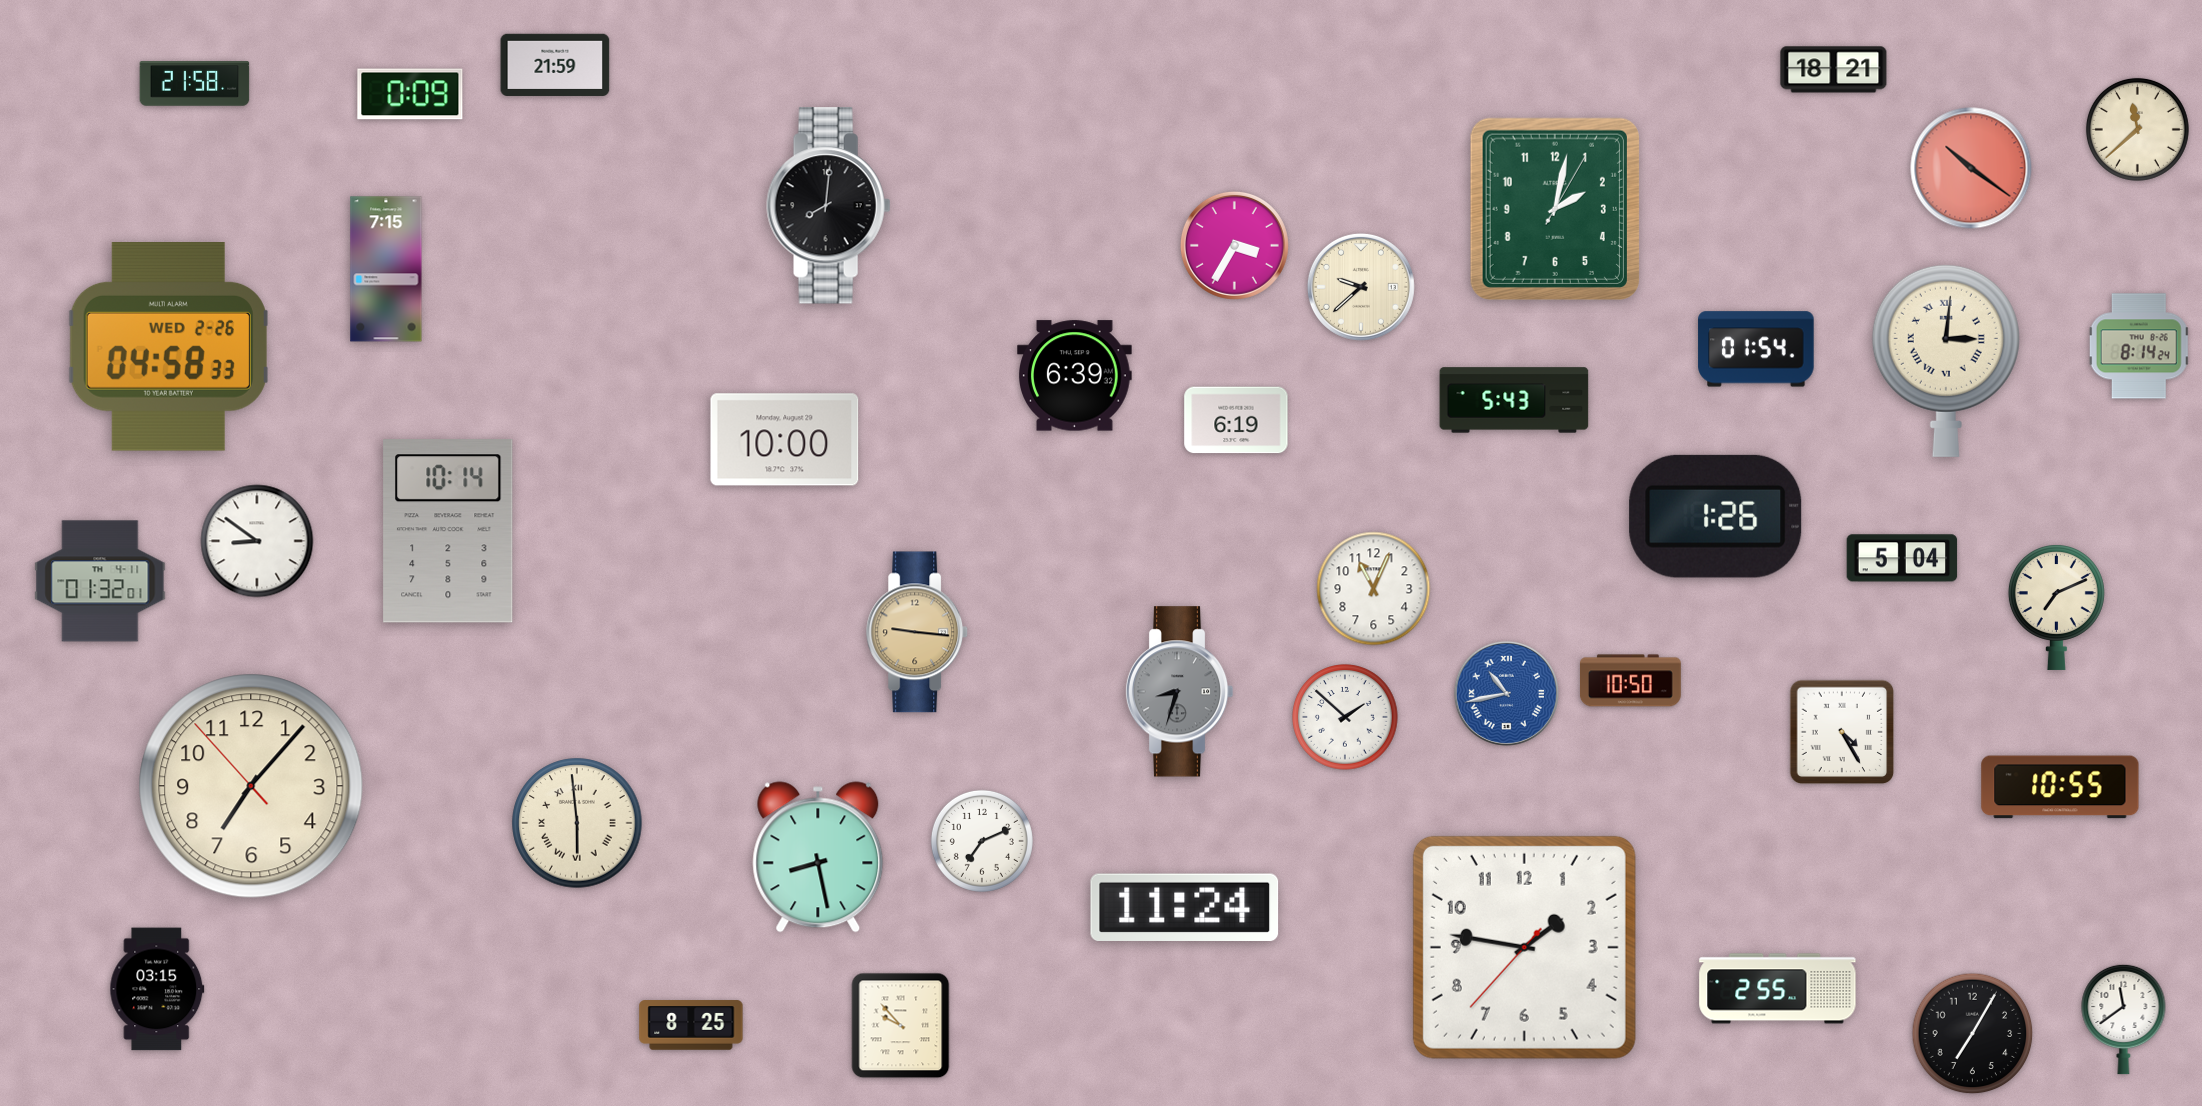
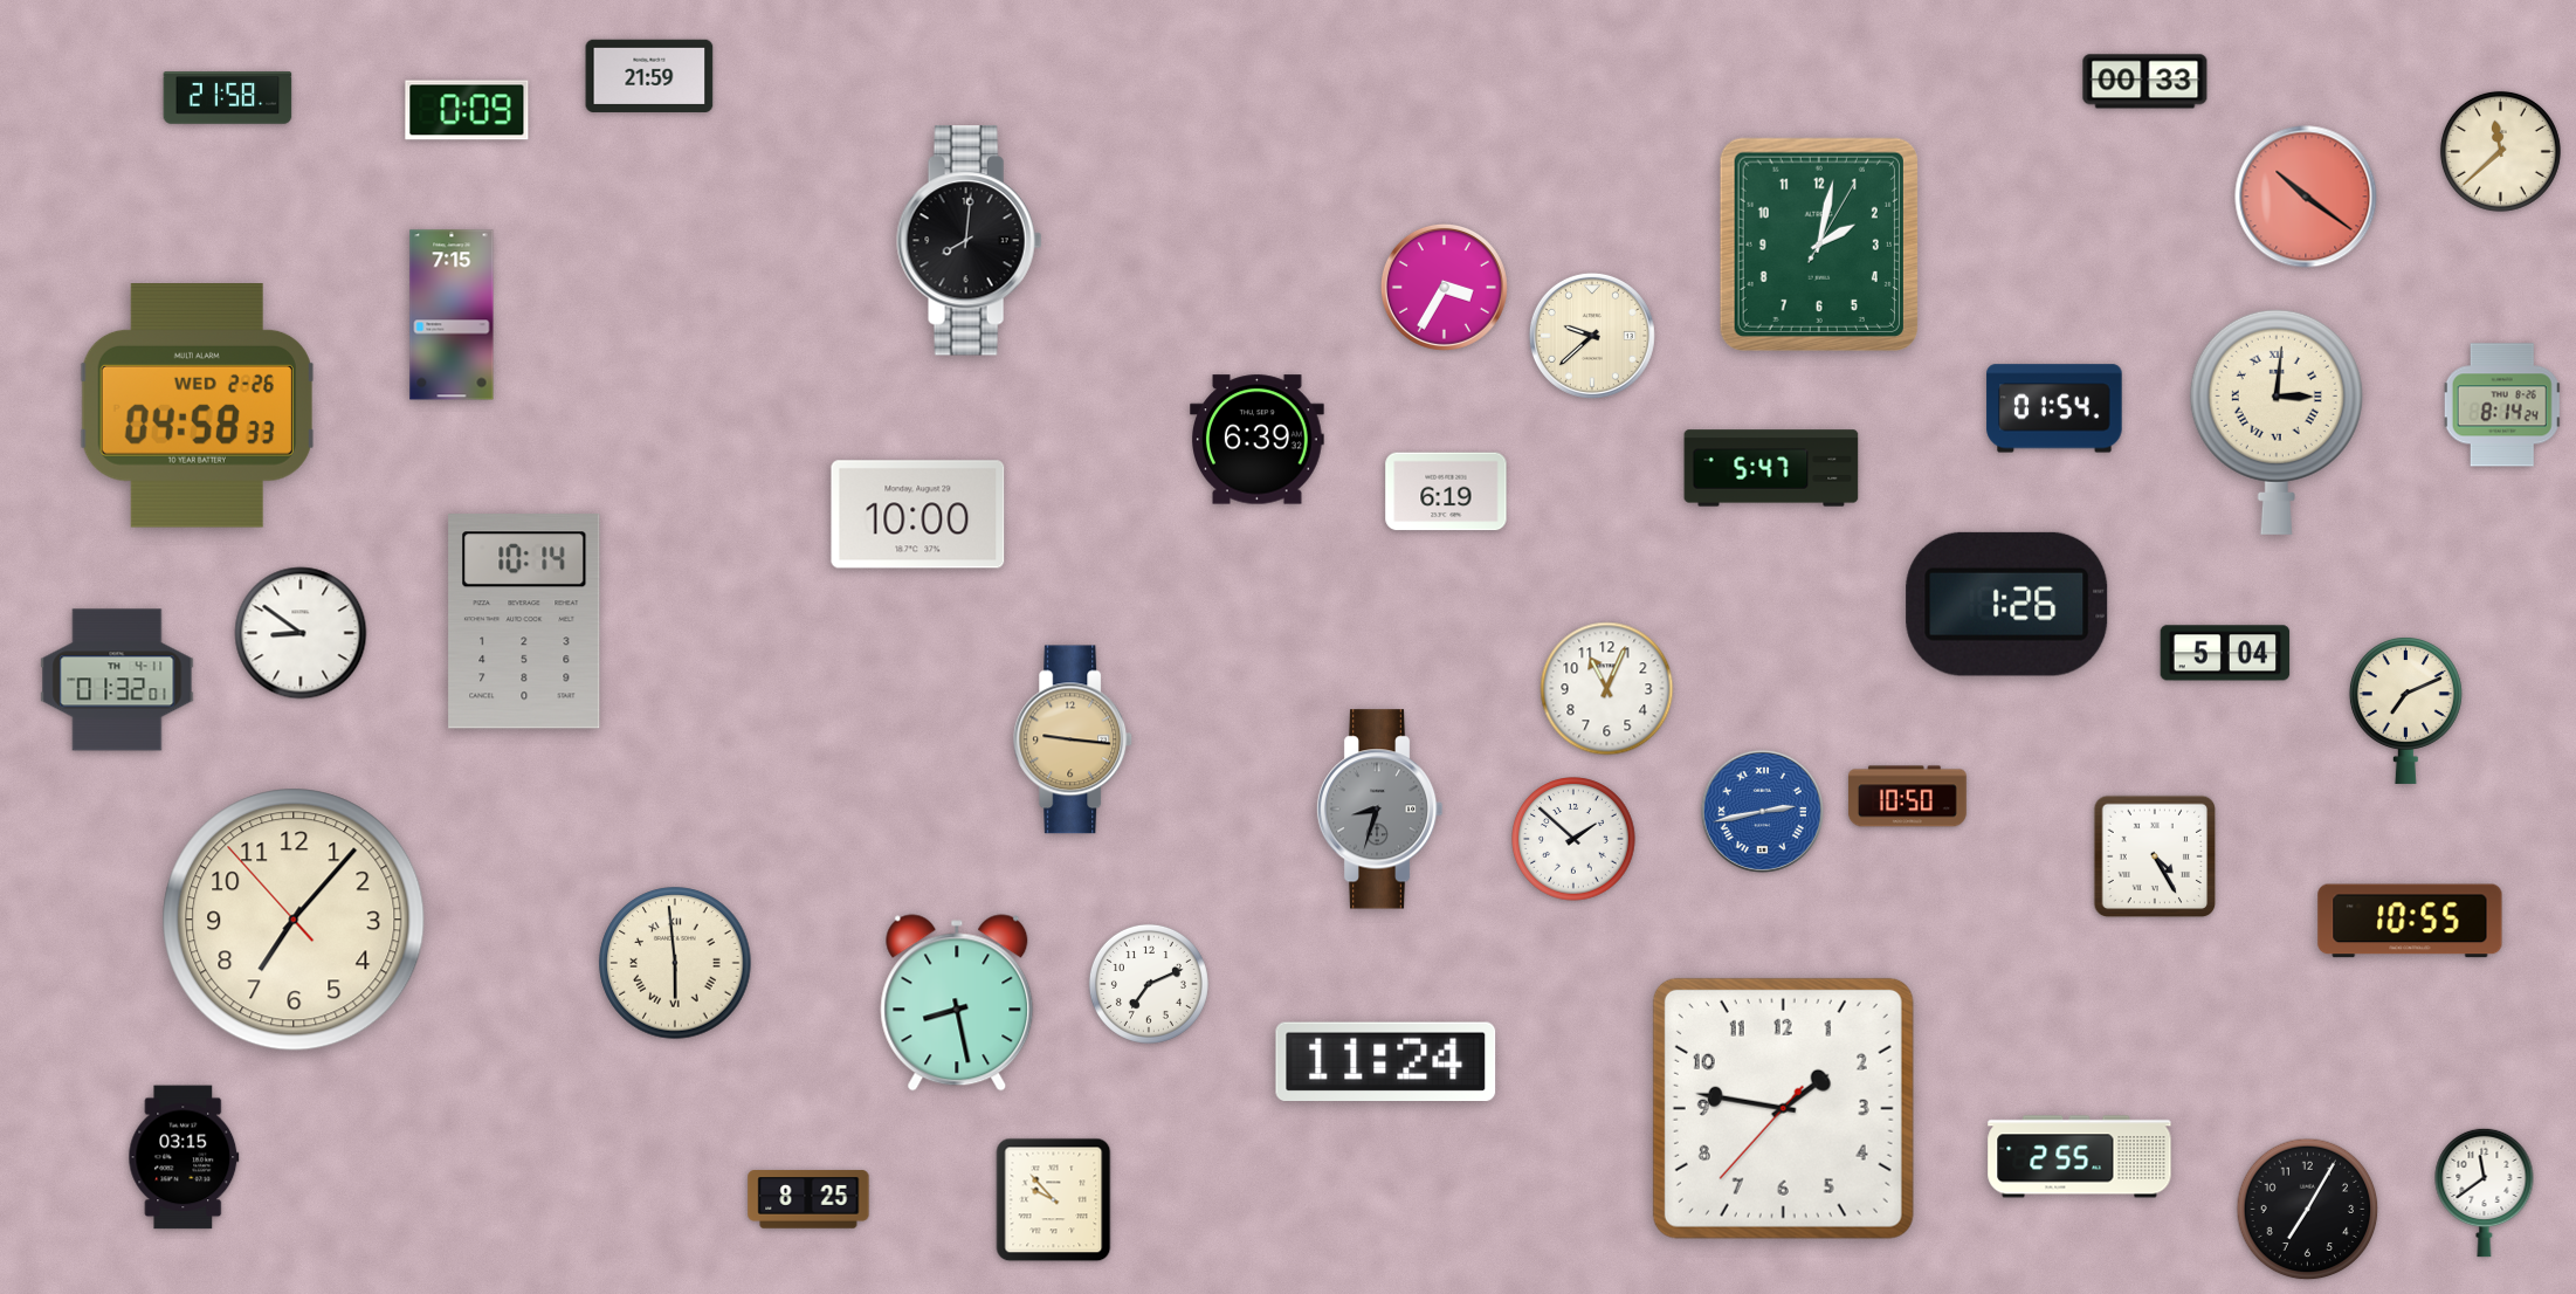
clock at (1834, 70): 18:21 -> 00:33
clock at (410, 94) position: (410, 94) -> (467, 110)
clock at (1514, 400): 5:43 -> 5:47
clock at (1506, 693): 10:43 -> 2:43
